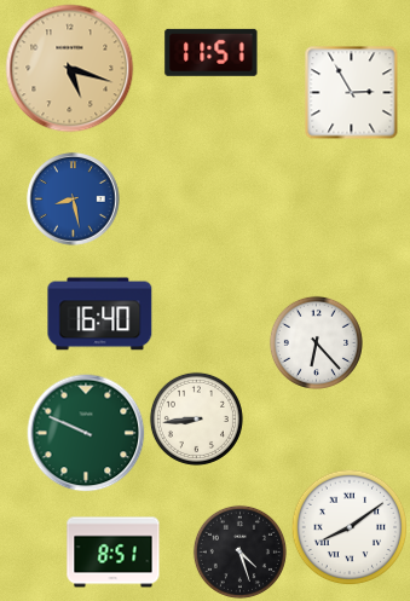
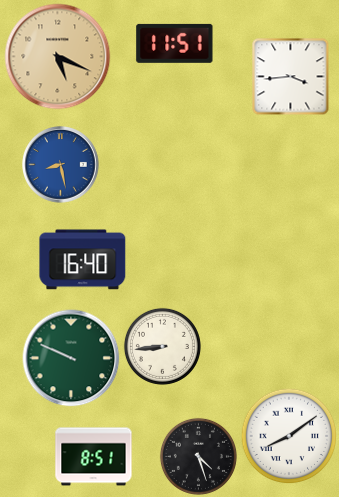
clock at (70, 69): 5:18 -> 5:19
clock at (351, 92): 2:55 -> 3:44
clock at (316, 342): 6:23 -> none
